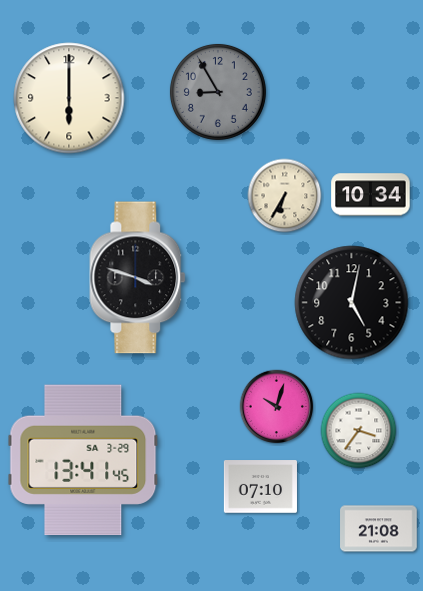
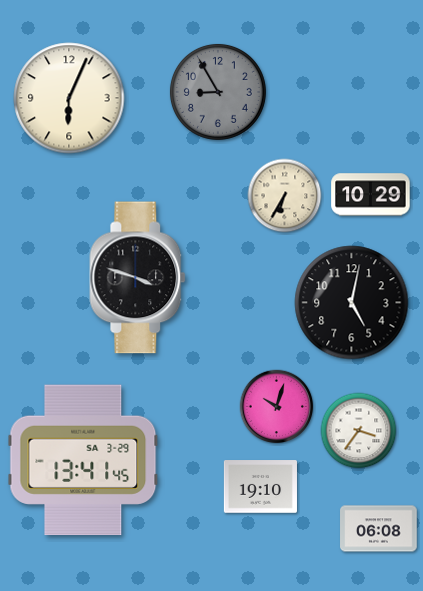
clock at (69, 98): 6:00 -> 6:04
clock at (371, 195): 10:34 -> 10:29
clock at (260, 487): 07:10 -> 19:10
clock at (379, 529): 21:08 -> 06:08
